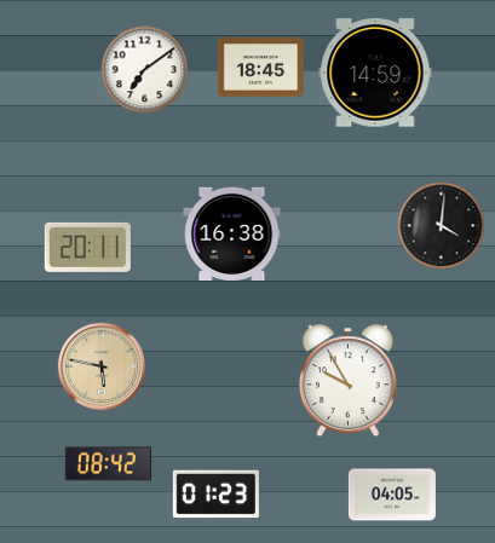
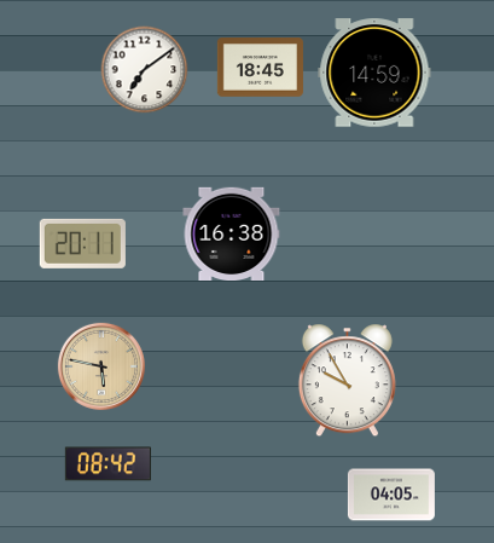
clock at (442, 226): 4:01 -> none
clock at (87, 247) position: (87, 247) -> (82, 243)
clock at (215, 495): 01:23 -> none
